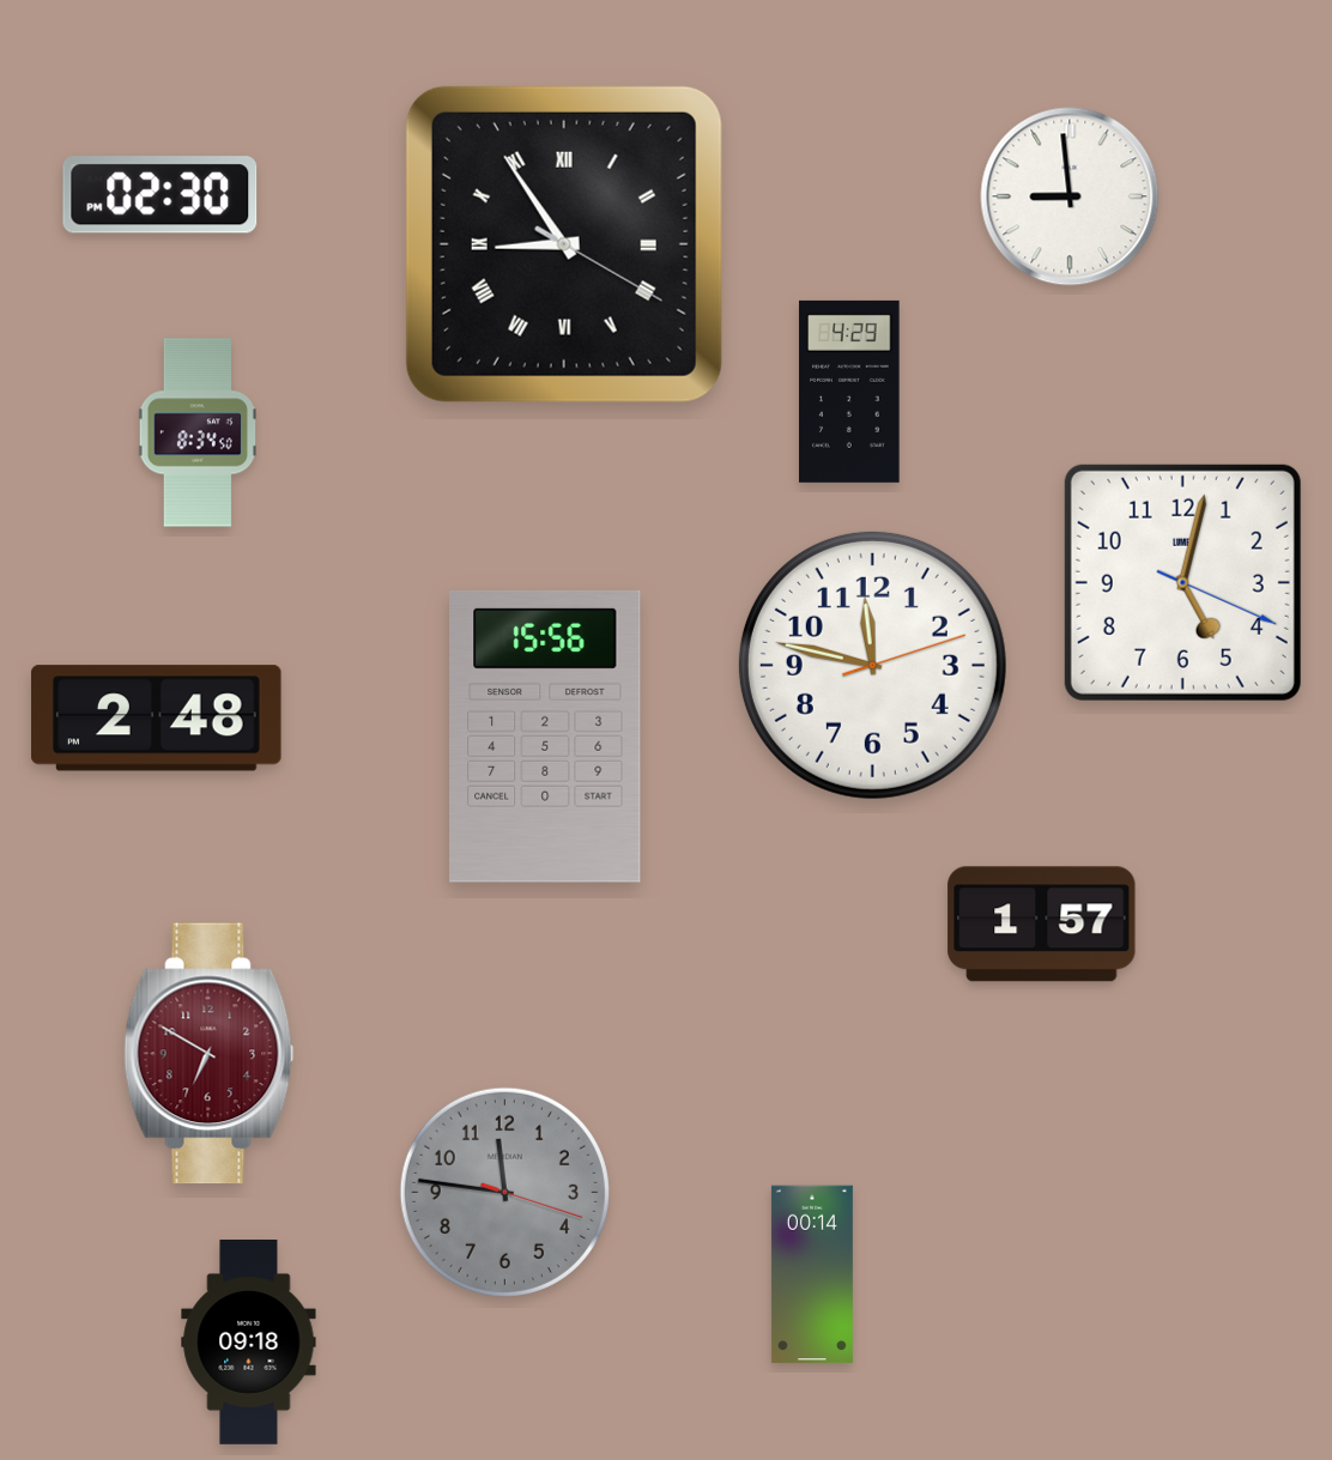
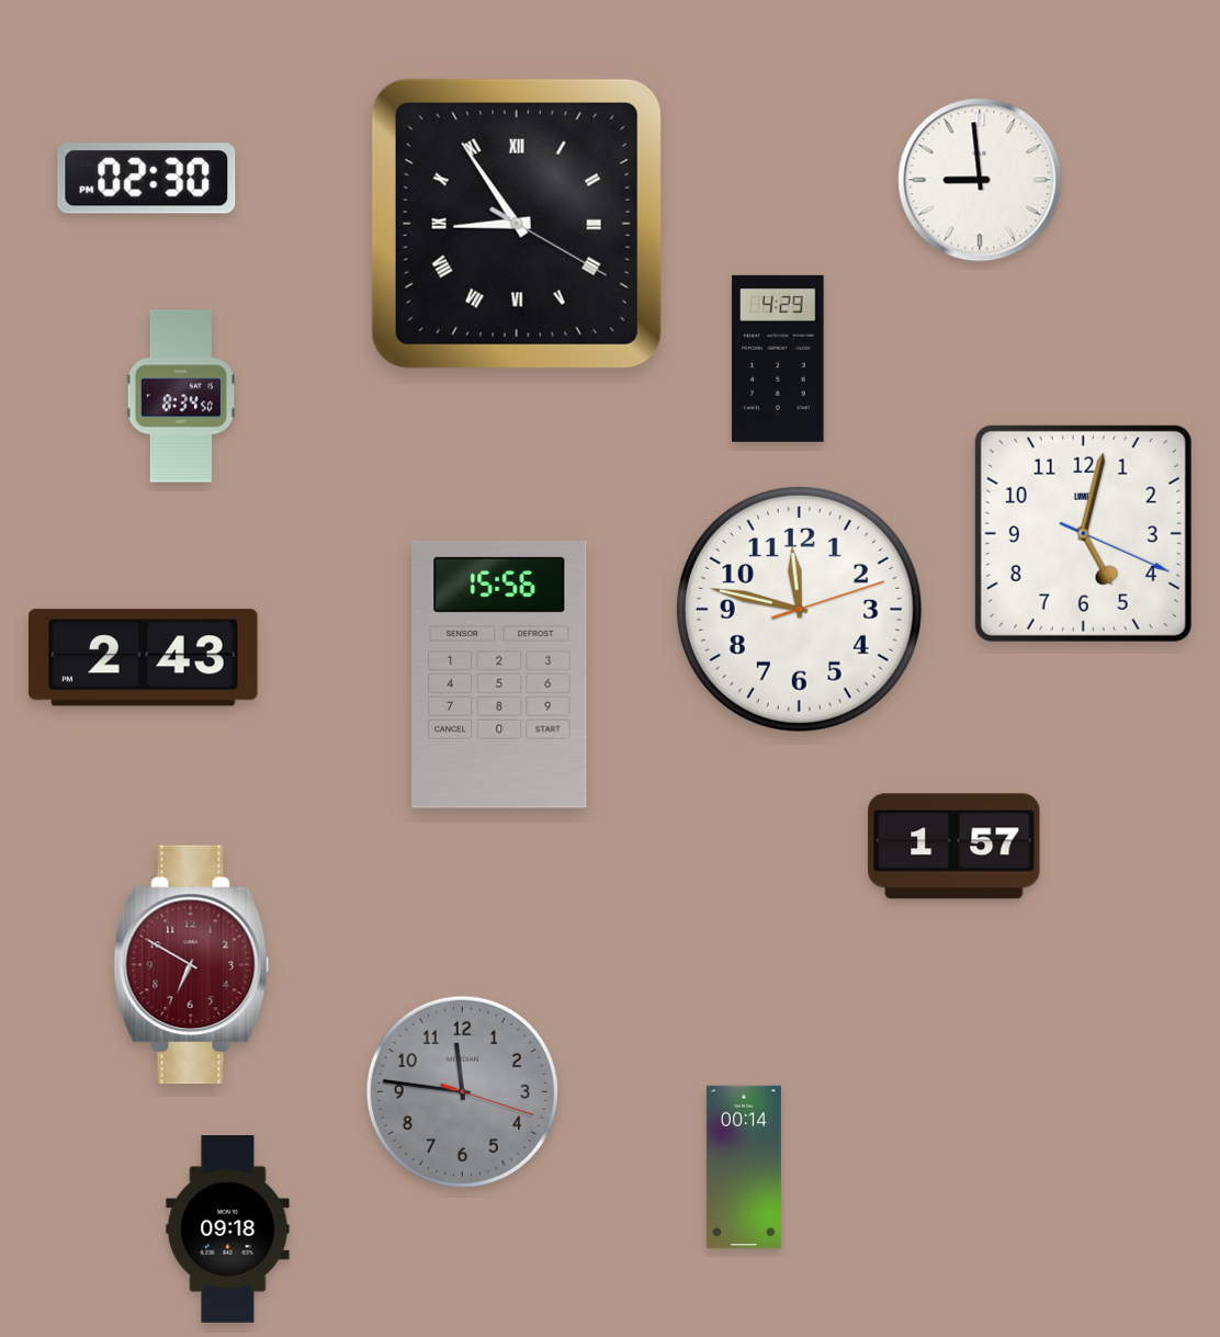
clock at (157, 719): 2:48 -> 2:43
